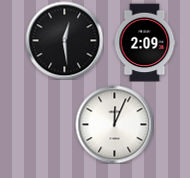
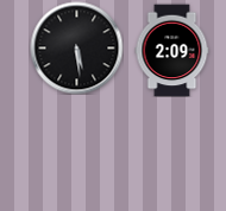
clock at (64, 40): 12:29 -> 5:29
clock at (114, 124): 12:04 -> none
